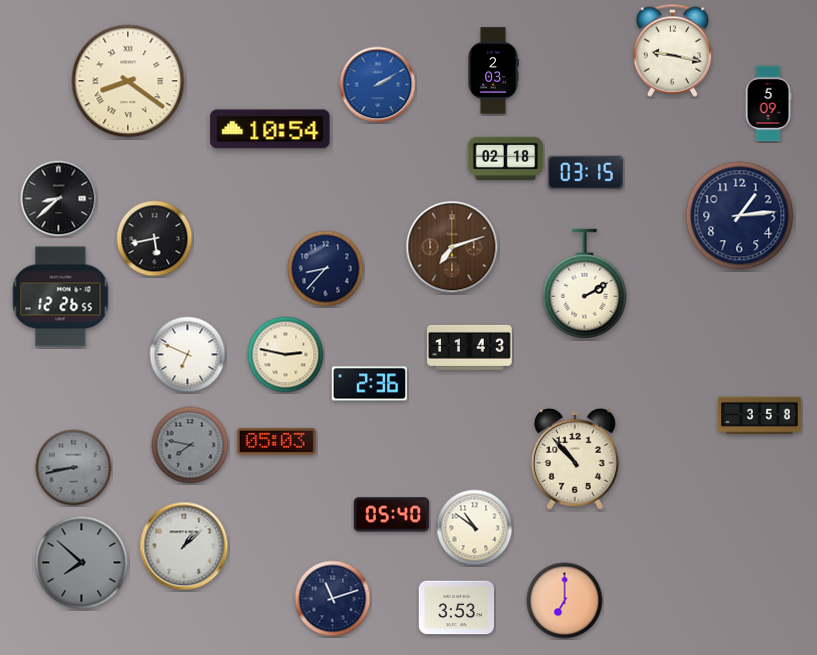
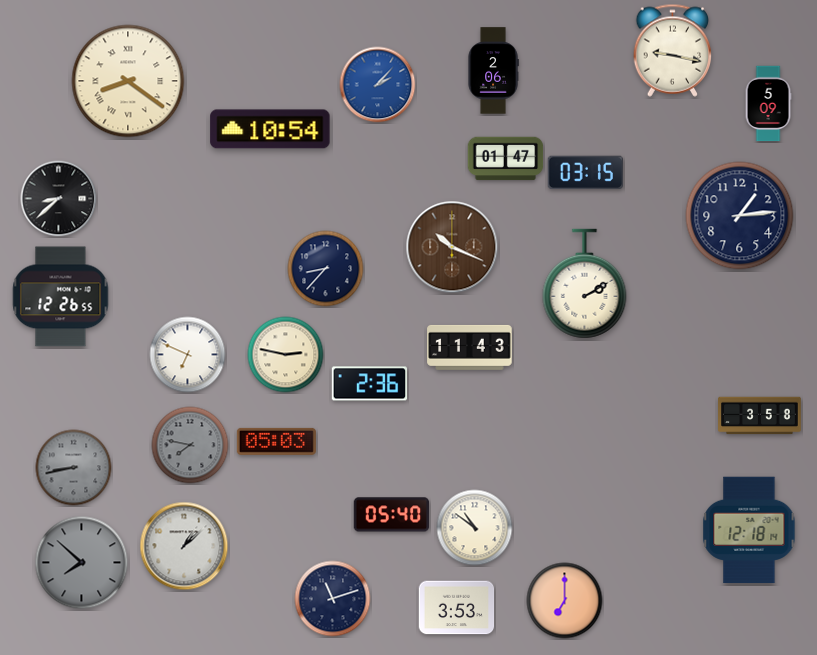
clock at (493, 71): 2:03 -> 2:06
clock at (378, 85): 2:10 -> 2:07
clock at (506, 159): 02:18 -> 01:47
clock at (155, 239): 5:43 -> none
clock at (452, 247): 7:12 -> 10:19
clock at (575, 459): 10:53 -> none
clock at (749, 530): none -> 12:18
